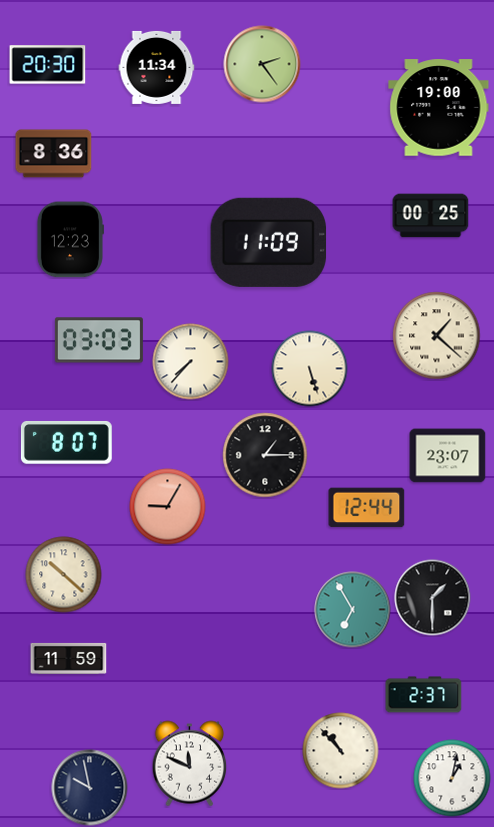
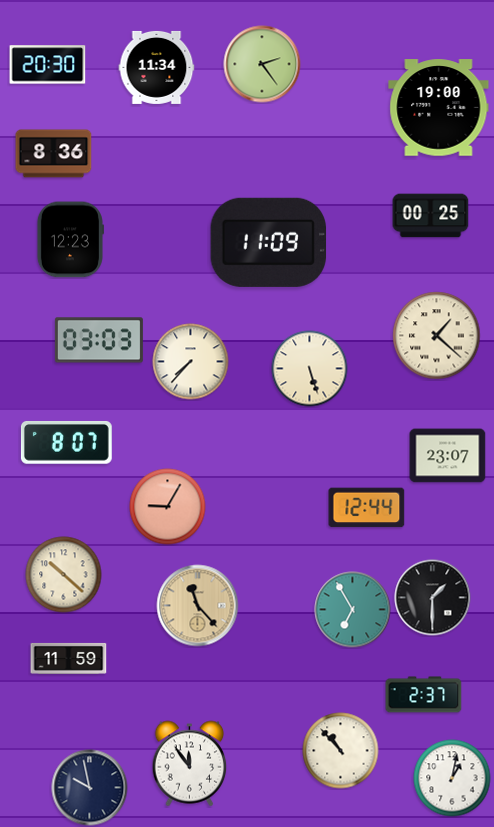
clock at (265, 455): 1:15 -> none
clock at (198, 606): none -> 11:23
clock at (190, 764): 11:49 -> 11:54
